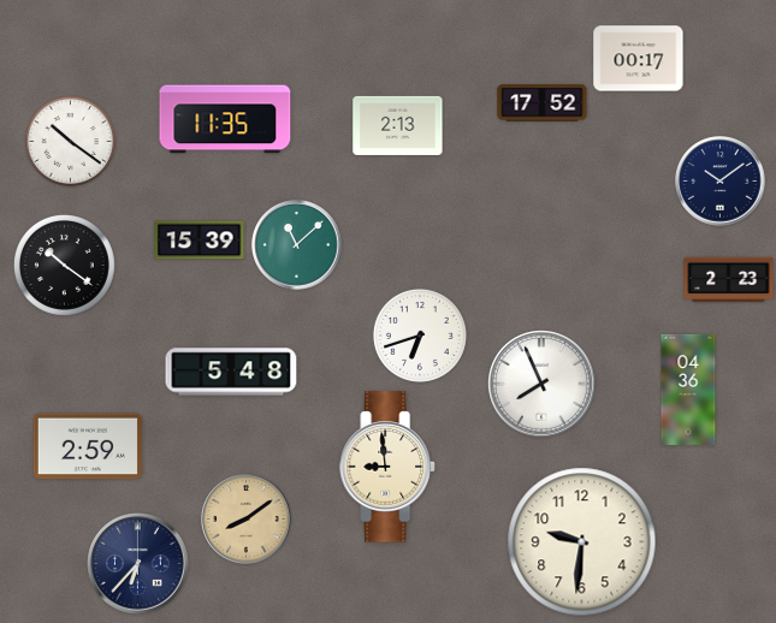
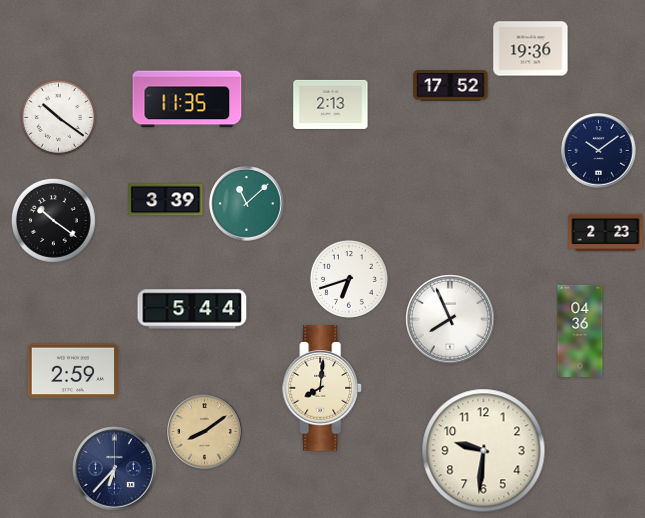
clock at (639, 59): 00:17 -> 19:36
clock at (200, 241): 15:39 -> 3:39
clock at (231, 372): 5:48 -> 5:44
clock at (688, 390) position: (688, 390) -> (580, 331)
clock at (387, 467): 8:59 -> 8:01
